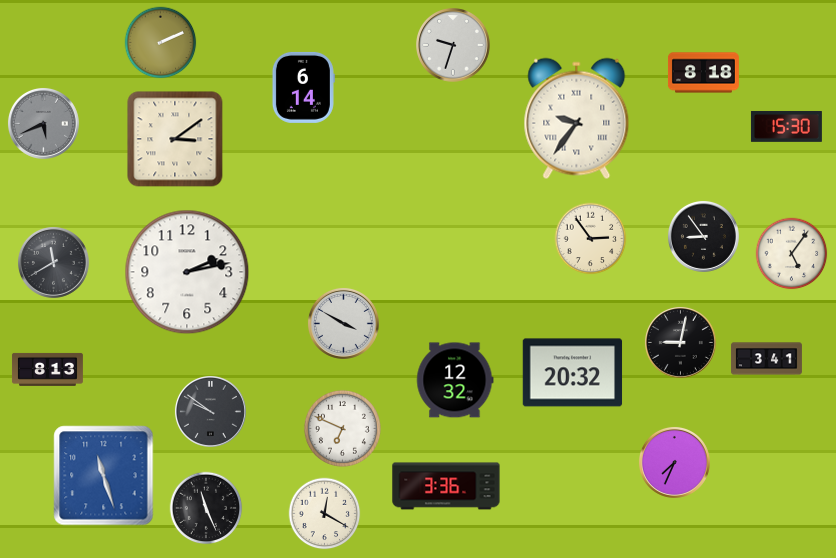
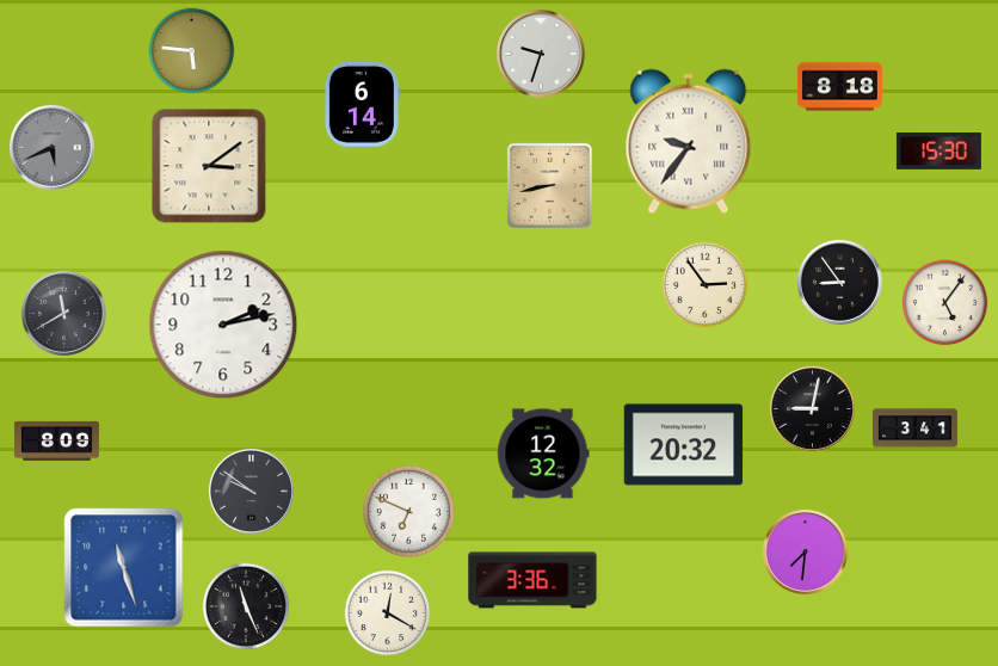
clock at (161, 43): 2:11 -> 5:46
clock at (549, 185): none -> 8:43
clock at (343, 323): 3:50 -> none
clock at (47, 369): 8:13 -> 8:09
clock at (674, 462): 7:34 -> 7:31
